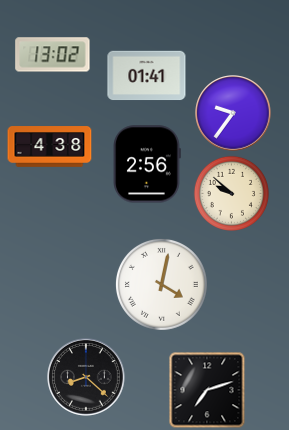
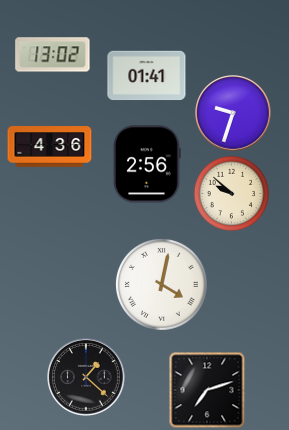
clock at (233, 113): 9:36 -> 9:33
clock at (50, 147): 4:38 -> 4:36
clock at (86, 377): 8:22 -> 1:22
